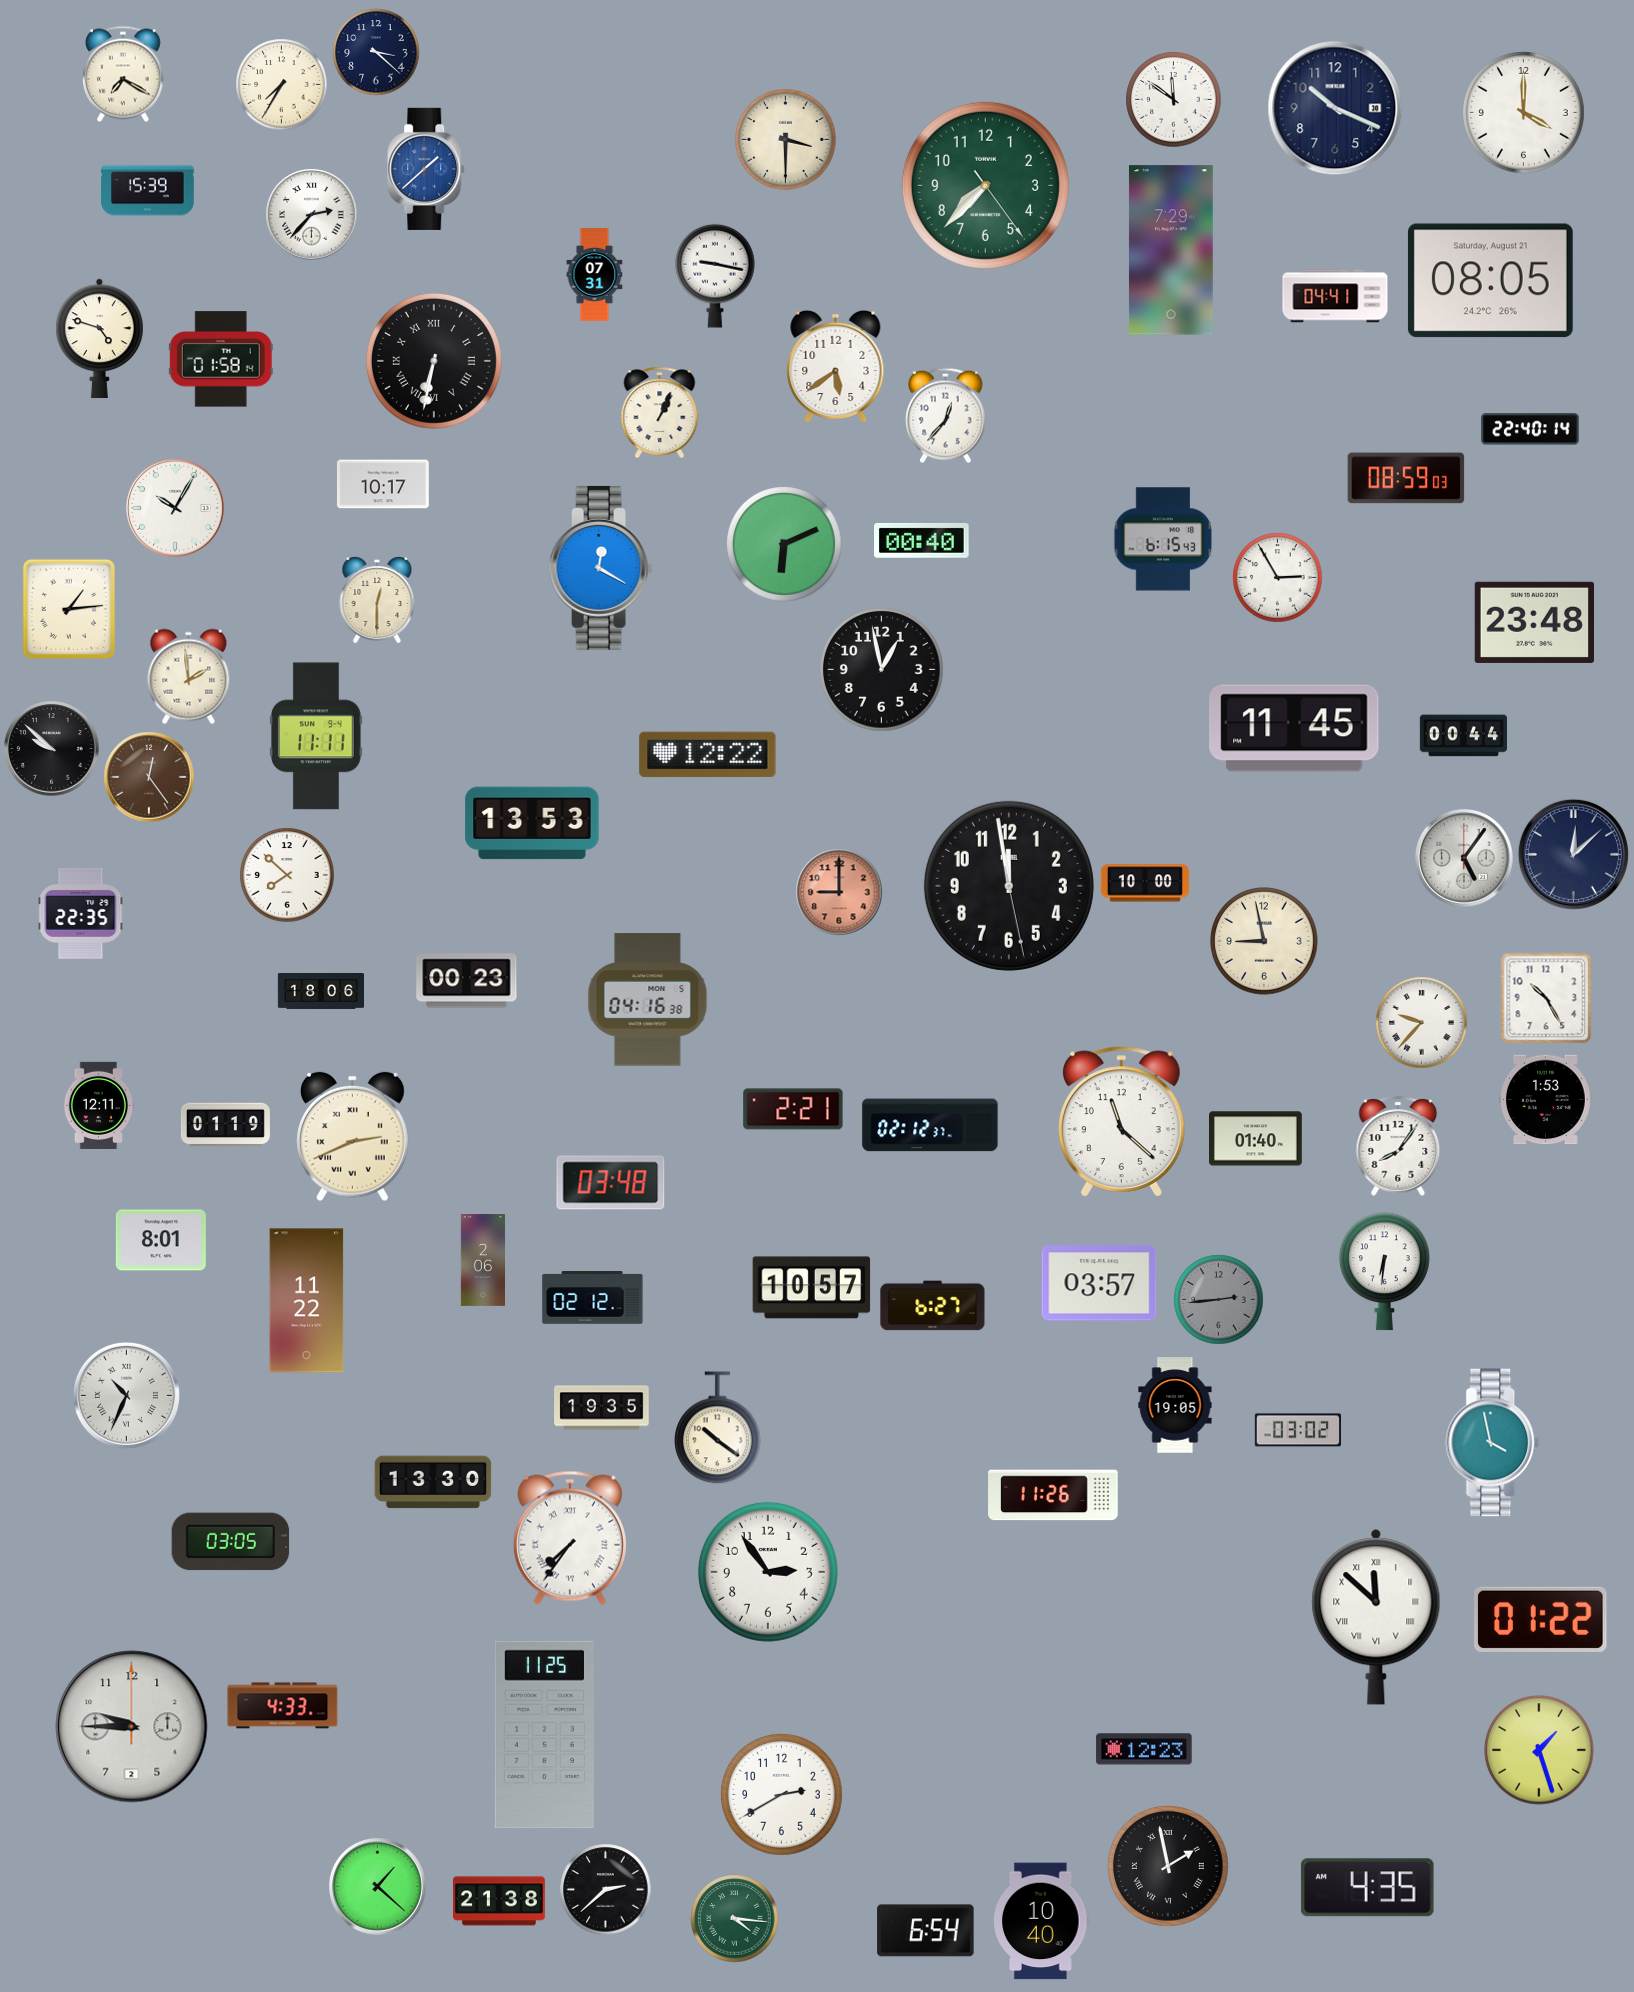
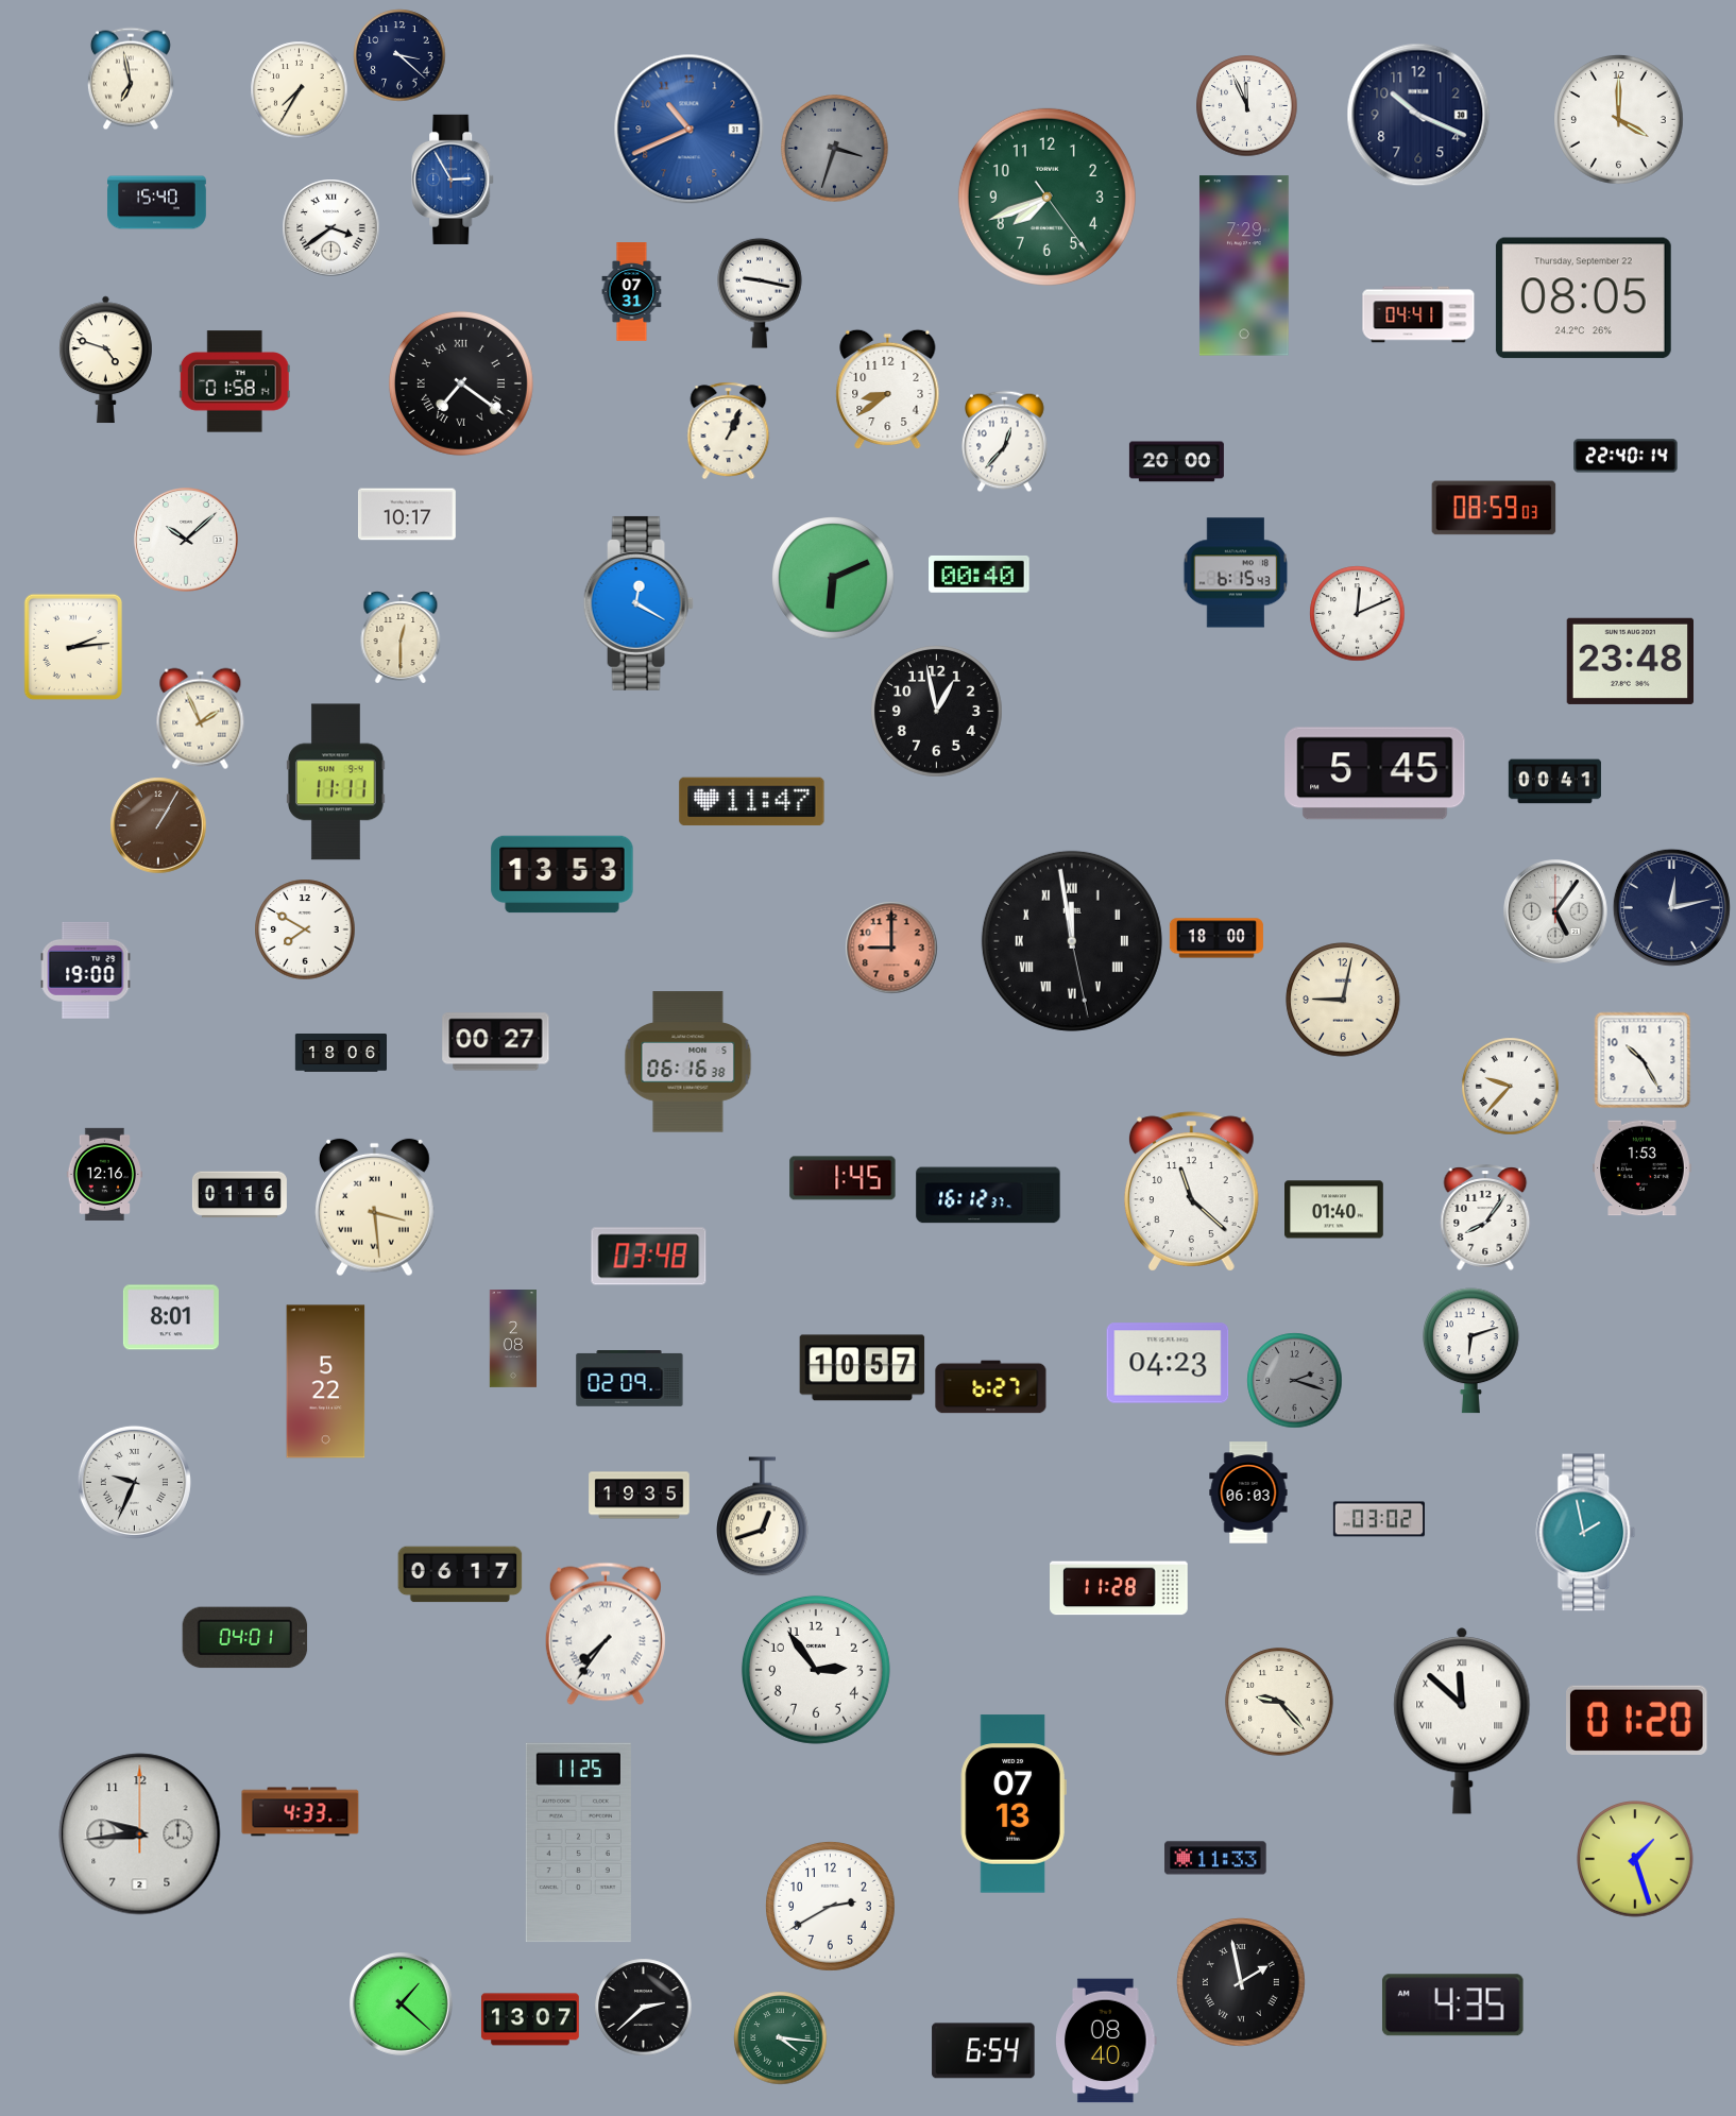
clock at (123, 74): 7:20 -> 6:58
clock at (1174, 100): 11:51 -> 11:56
clock at (690, 130): none -> 10:41
clock at (786, 140): 3:30 -> 3:33
clock at (786, 140) dial: cream -> grey
clock at (427, 169): 1:38 -> 2:55
clock at (985, 185): 7:37 -> 7:41
clock at (148, 191): 15:39 -> 15:40
clock at (312, 215): 2:37 -> 3:39
clock at (1490, 281) date: Saturday, August 21 -> Thursday, September 22
clock at (434, 361): 6:32 -> 7:21
clock at (836, 367): 5:39 -> 8:39
clock at (660, 413) position: (660, 413) -> (729, 431)
clock at (1176, 462): none -> 20:00
clock at (176, 509): 10:05 -> 10:08
clock at (1278, 578): 2:55 -> 12:11
clock at (69, 609): 1:14 -> 2:14
clock at (189, 677): 1:59 -> 1:56
clock at (1294, 728): 11:45 -> 5:45
clock at (1463, 736): 00:44 -> 00:41
clock at (52, 749): 9:52 -> none
clock at (708, 755): 12:22 -> 11:47
clock at (149, 777): 12:24 -> 1:05
clock at (532, 823) position: (532, 823) -> (562, 874)
clock at (1573, 854): 12:08 -> 12:13
clock at (287, 875): 7:52 -> 7:50
clock at (1145, 883): 10:00 -> 18:00
clock at (1009, 886) numerals: Arabic -> Roman
clock at (81, 913): 22:35 -> 19:00
clock at (1264, 941): 8:58 -> 9:02
clock at (467, 981): 00:23 -> 00:27
clock at (648, 1000): 04:16 -> 06:16
clock at (99, 1105): 12:11 -> 12:16
clock at (793, 1109): 2:21 -> 1:45
clock at (225, 1125): 01:19 -> 01:16
clock at (930, 1125): 02:12 -> 16:12
clock at (352, 1137): 2:41 -> 3:29
clock at (482, 1261): 2:06 -> 2:08
clock at (1385, 1272): 6:31 -> 6:12
clock at (1099, 1283): 03:57 -> 04:23
clock at (593, 1298): 02:12 -> 02:09
clock at (1219, 1300): 2:44 -> 2:18
clock at (307, 1301): 11:22 -> 5:22
clock at (126, 1395): 10:34 -> 9:34
clock at (1175, 1405): 19:05 -> 06:03
clock at (718, 1428): 10:21 -> 12:42
clock at (1493, 1443): 3:58 -> 1:58
clock at (433, 1482): 13:30 -> 06:17
clock at (1053, 1495): 11:26 -> 11:28
clock at (231, 1542): 03:05 -> 04:01
clock at (1279, 1702): none -> 9:23
clock at (1376, 1617) position: (1376, 1617) -> (1462, 1721)
clock at (1541, 1619): 01:22 -> 01:20
clock at (1014, 1804): none -> 07:13
clock at (132, 1727): 9:45 -> 9:44
clock at (1144, 1749): 12:23 -> 11:33
clock at (499, 1901): 21:38 -> 13:07
clock at (1041, 1921): 10:40 -> 08:40
